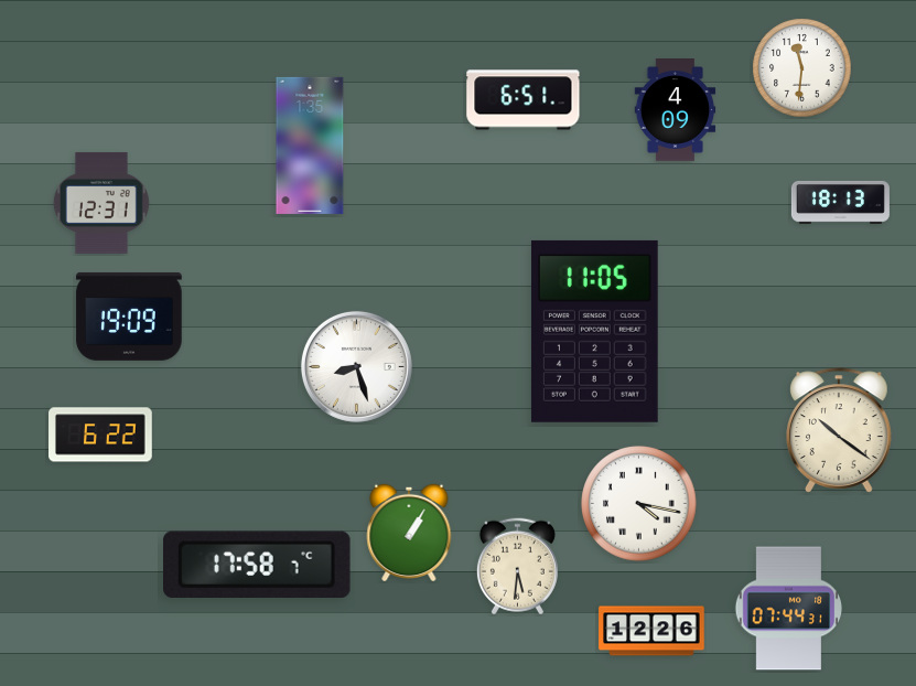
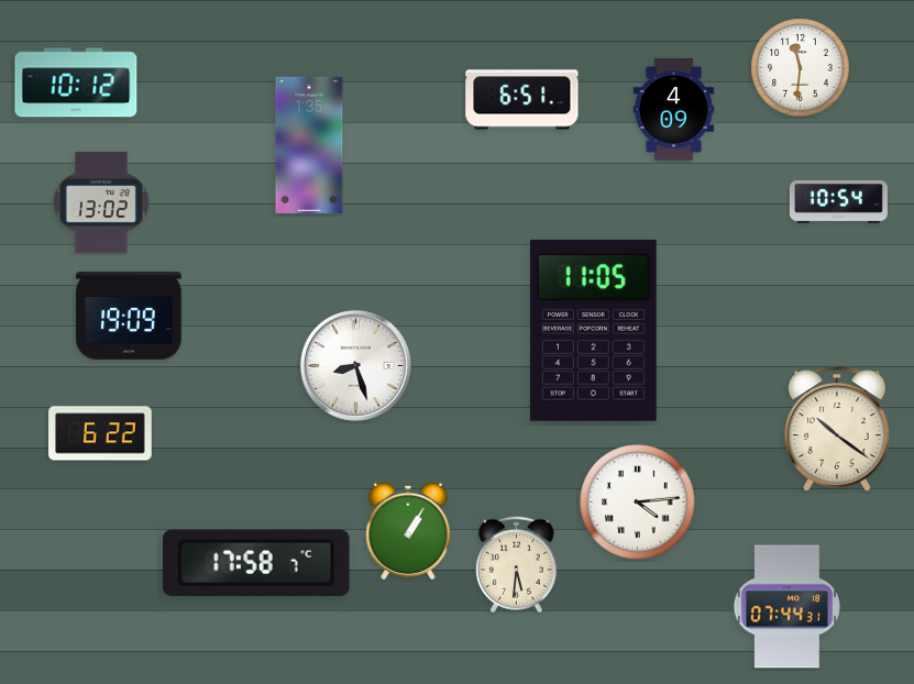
clock at (76, 82): none -> 10:12
clock at (840, 202): 18:13 -> 10:54
clock at (101, 203): 12:31 -> 13:02
clock at (639, 504): 4:17 -> 4:14
clock at (651, 631): 12:26 -> none
